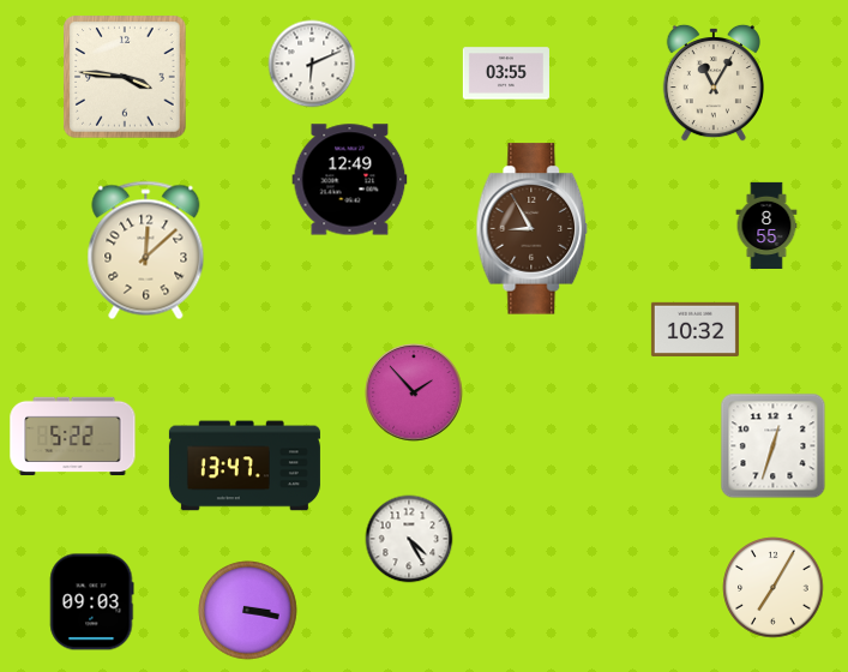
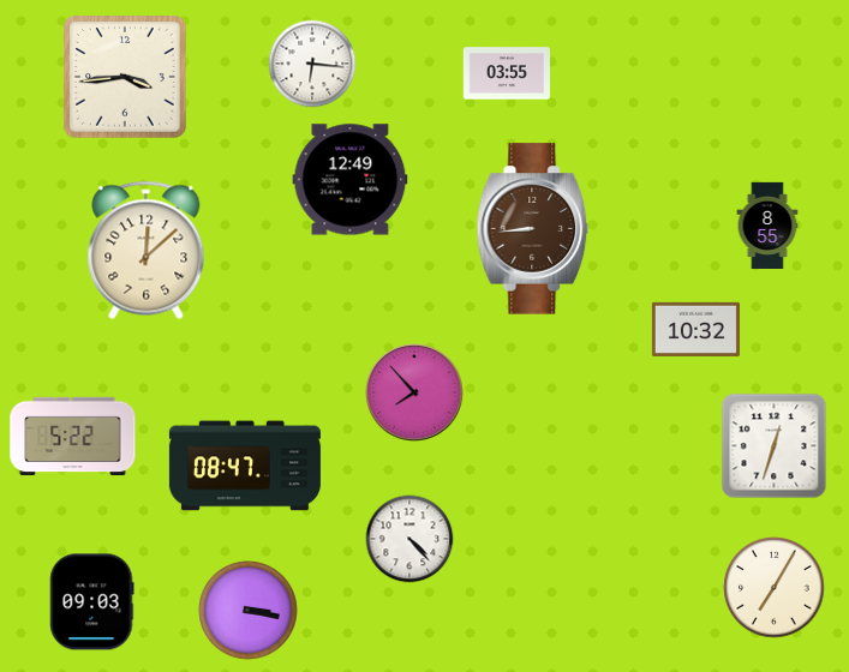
clock at (312, 64): 6:11 -> 6:16
clock at (125, 77): 3:46 -> 3:44
clock at (714, 83): 11:05 -> none
clock at (533, 229): 8:55 -> 8:44
clock at (414, 392): 1:53 -> 7:53
clock at (245, 466): 13:47 -> 08:47
clock at (409, 539): 4:25 -> 4:23
